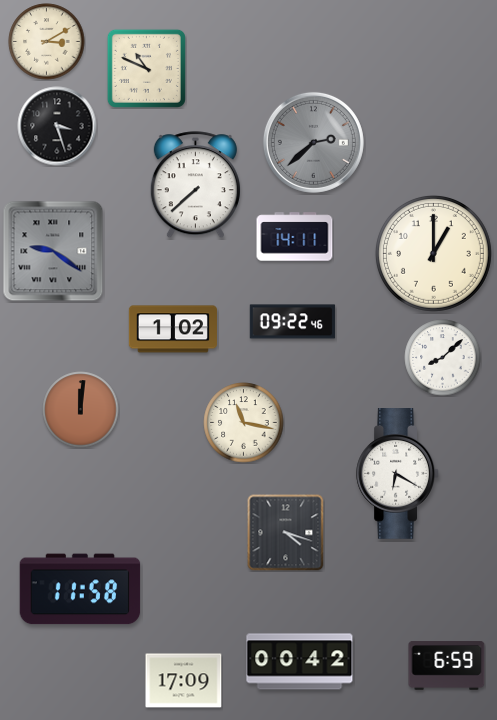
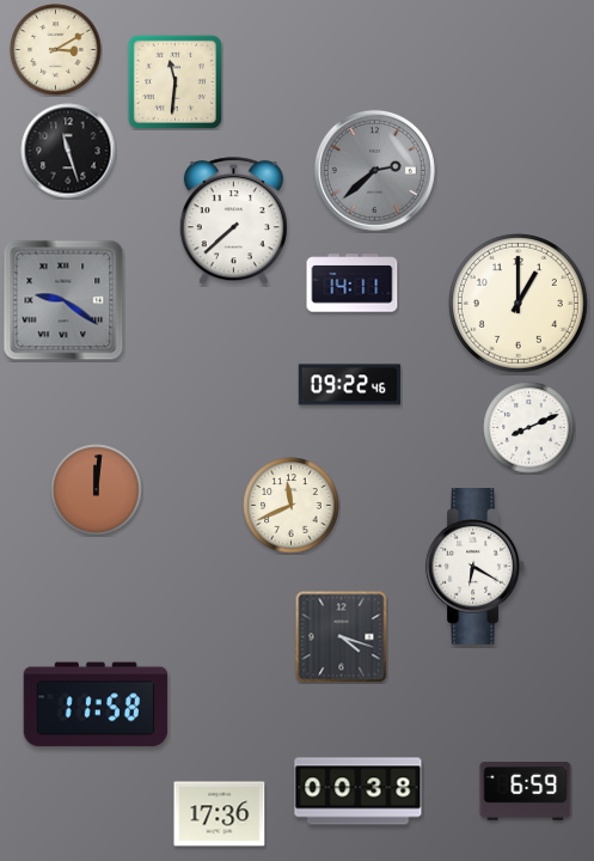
clock at (146, 68): 10:49 -> 11:31
clock at (57, 126): 3:27 -> 11:27
clock at (173, 329): 1:02 -> none
clock at (443, 358): 8:08 -> 8:11
clock at (244, 423): 11:17 -> 11:41
clock at (300, 662): 00:42 -> 00:38
clock at (447, 666) position: (447, 666) -> (526, 792)
clock at (184, 681): 17:09 -> 17:36
